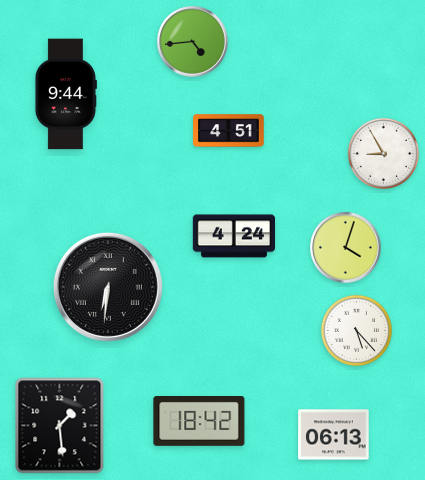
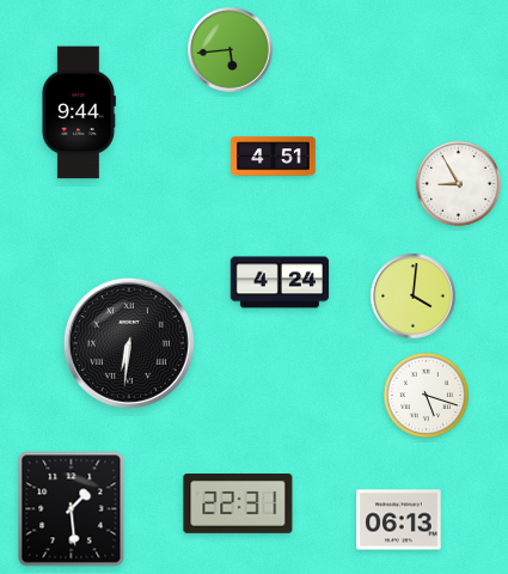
clock at (193, 42): 4:44 -> 5:44
clock at (346, 248): 4:03 -> 4:01
clock at (356, 330): 5:23 -> 5:18
clock at (199, 422): 18:42 -> 22:31
